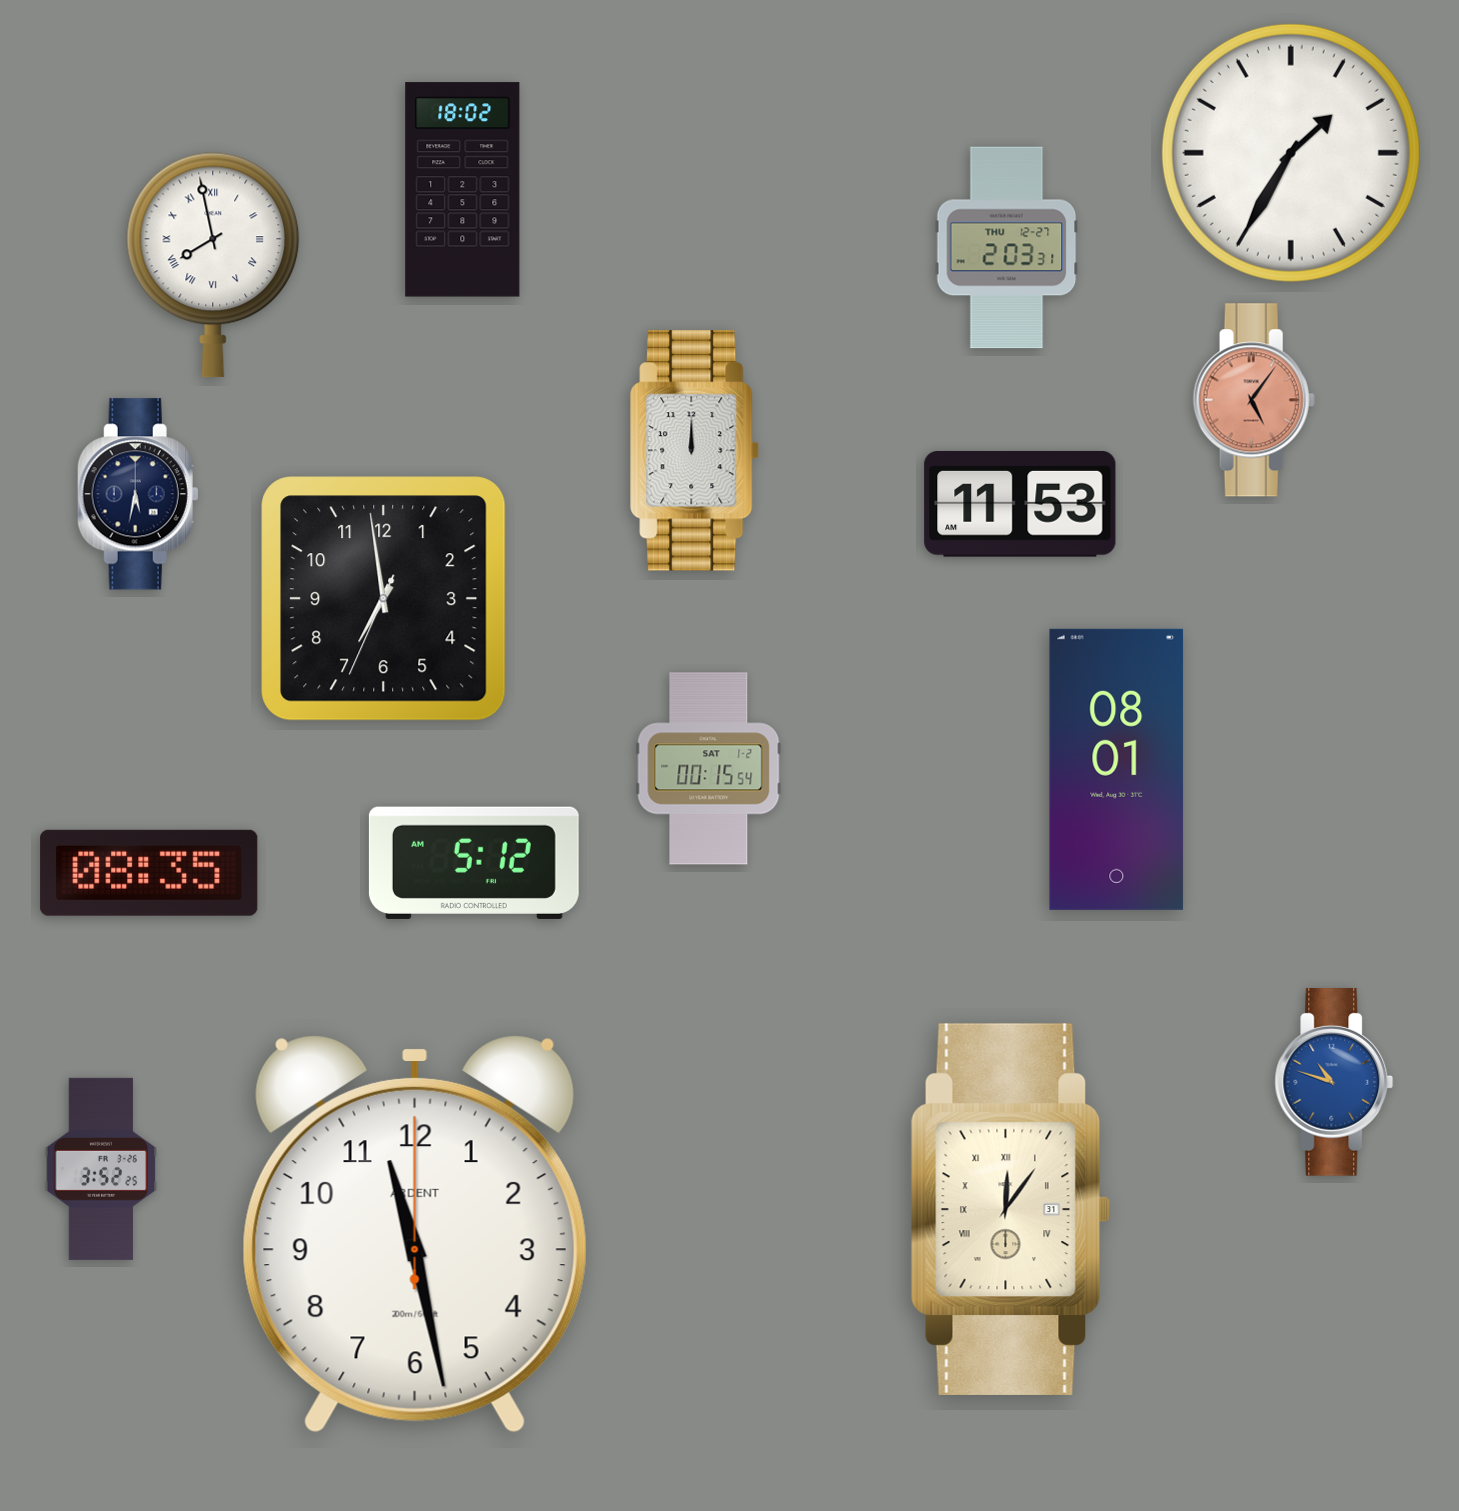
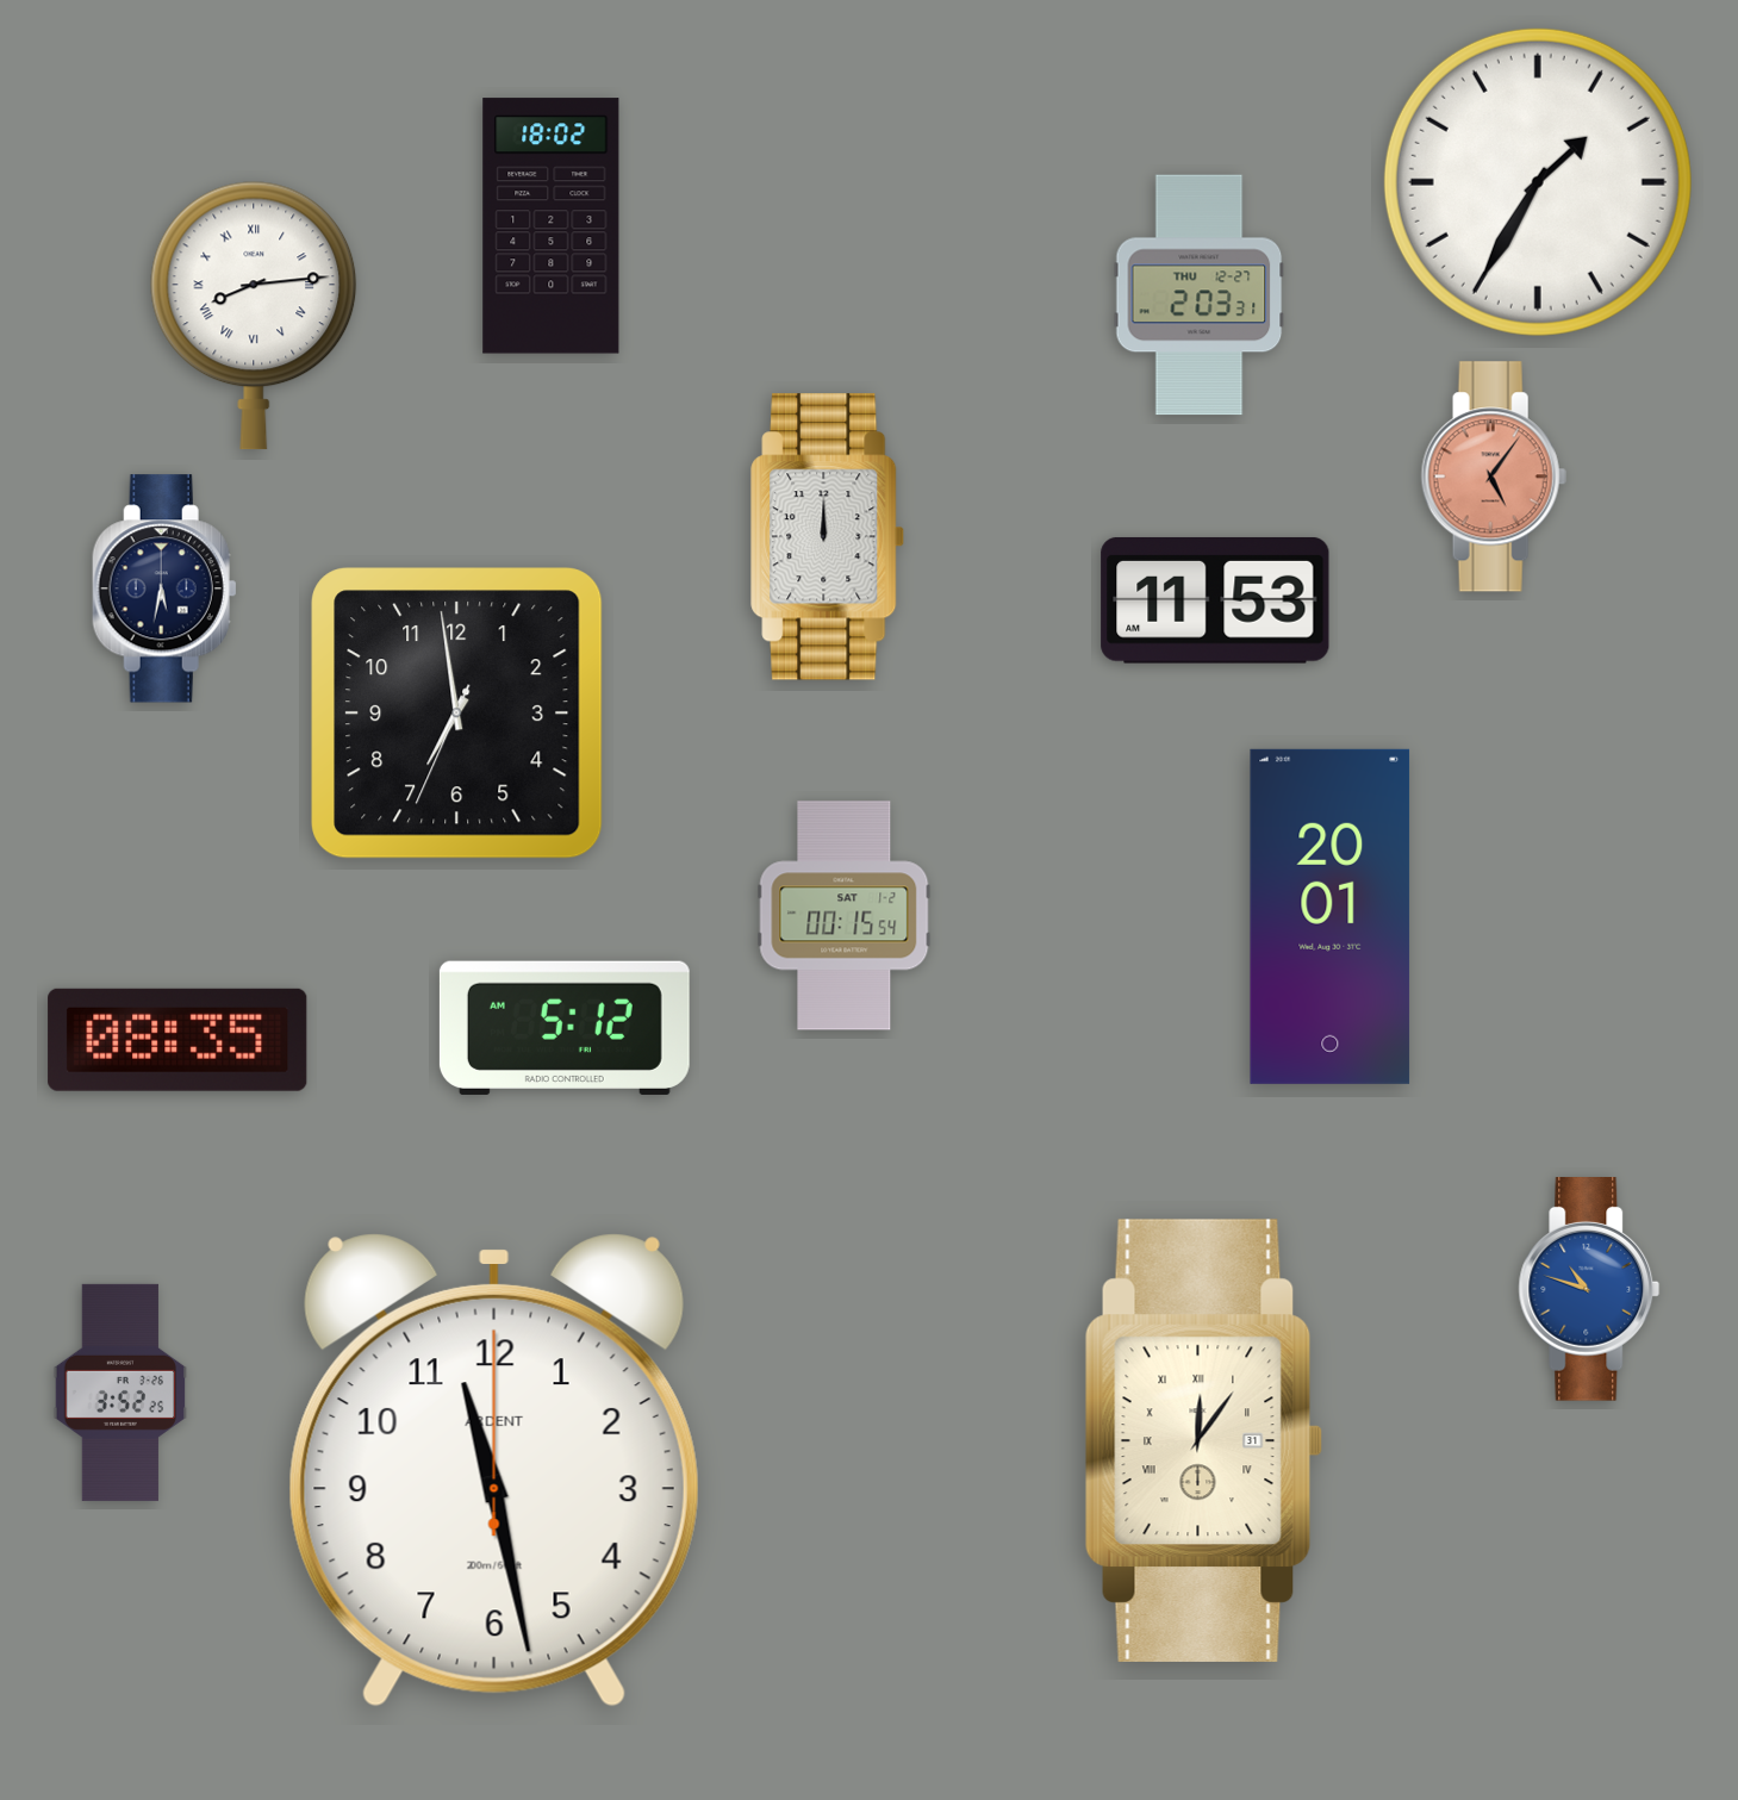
clock at (213, 265): 7:58 -> 8:14
clock at (1117, 769): 08:01 -> 20:01
